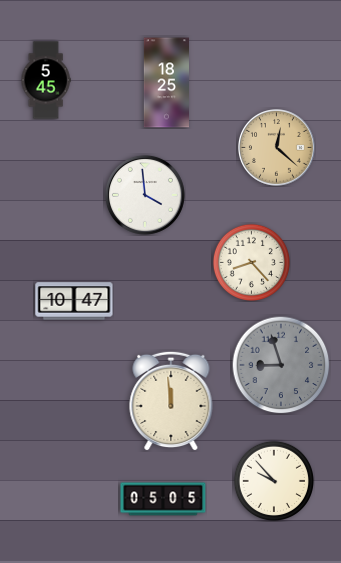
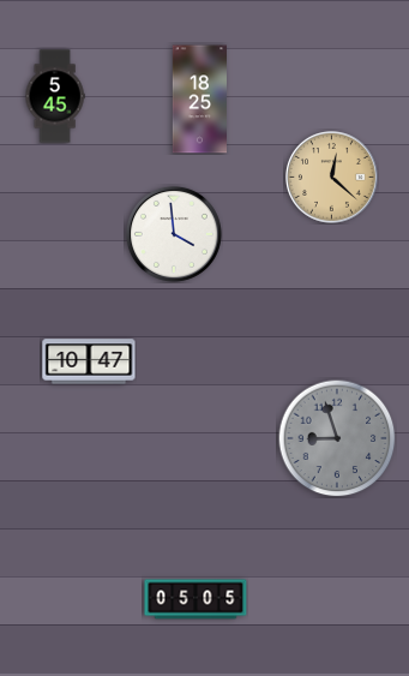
clock at (251, 262): 8:23 -> none
clock at (171, 401): 11:59 -> none
clock at (273, 480): 9:53 -> none
